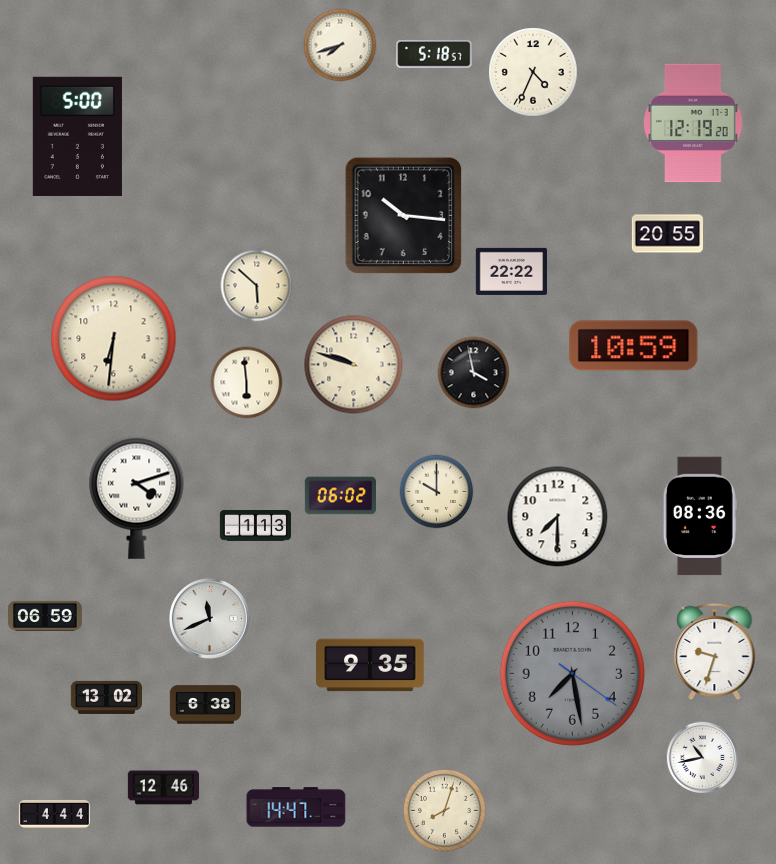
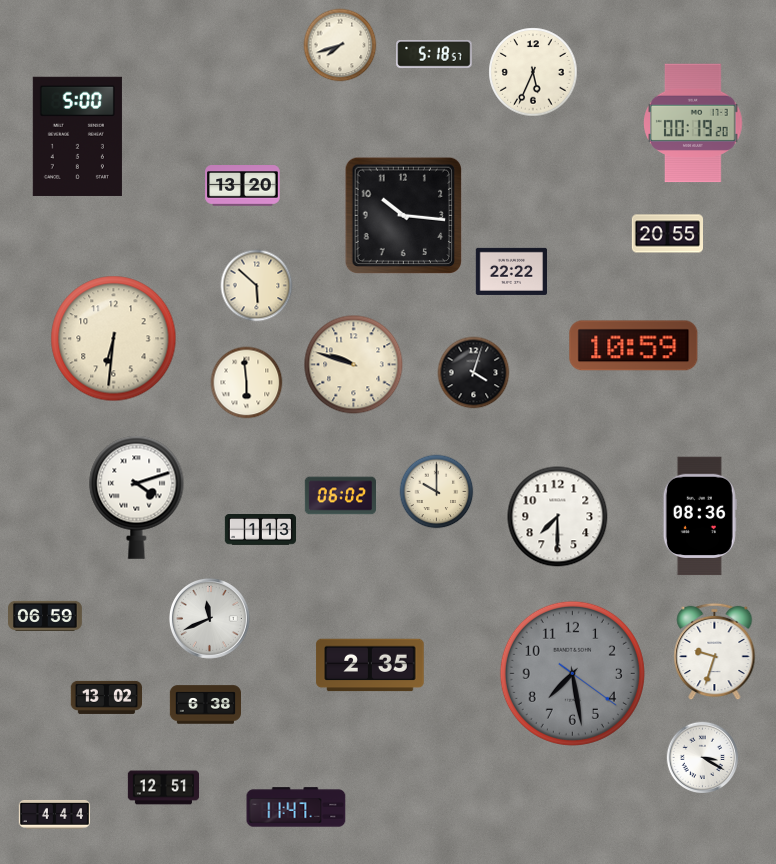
clock at (533, 72): 4:34 -> 5:34
clock at (693, 123): 12:19 -> 00:19
clock at (243, 186): none -> 13:20
clock at (474, 373): 3:58 -> 4:03
clock at (255, 526) position: (255, 526) -> (260, 530)
clock at (370, 665): 9:35 -> 2:35
clock at (703, 758): 10:43 -> 3:20
clock at (164, 788): 12:46 -> 12:51
clock at (296, 807): 14:47 -> 11:47
clock at (444, 810): 8:03 -> none
